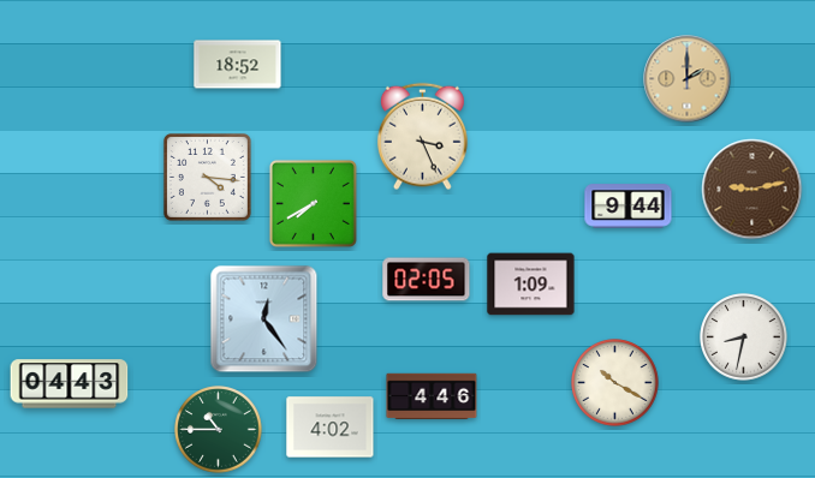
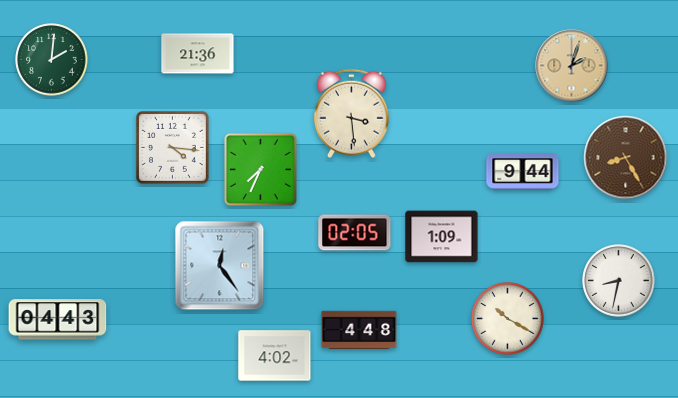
clock at (238, 65): 18:52 -> 21:36
clock at (52, 60): none -> 2:01
clock at (688, 79): 2:00 -> 2:03
clock at (422, 137): 3:26 -> 3:29
clock at (752, 190): 9:13 -> 8:25
clock at (313, 203): 7:40 -> 7:34
clock at (615, 383) position: (615, 383) -> (508, 319)
clock at (432, 396): 4:46 -> 4:48
clock at (219, 430): 10:45 -> none
